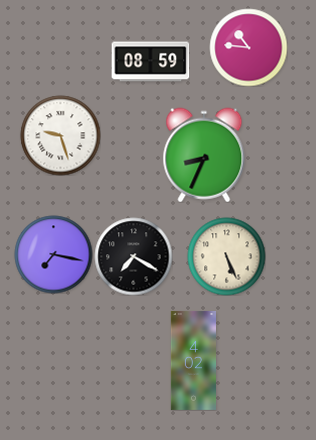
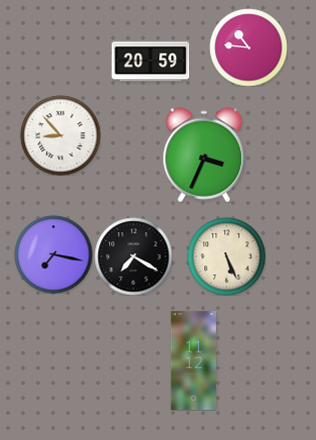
clock at (150, 62): 08:59 -> 20:59
clock at (60, 135): 9:27 -> 8:53
clock at (204, 155): 8:34 -> 3:34
clock at (193, 360): 4:02 -> 11:12
